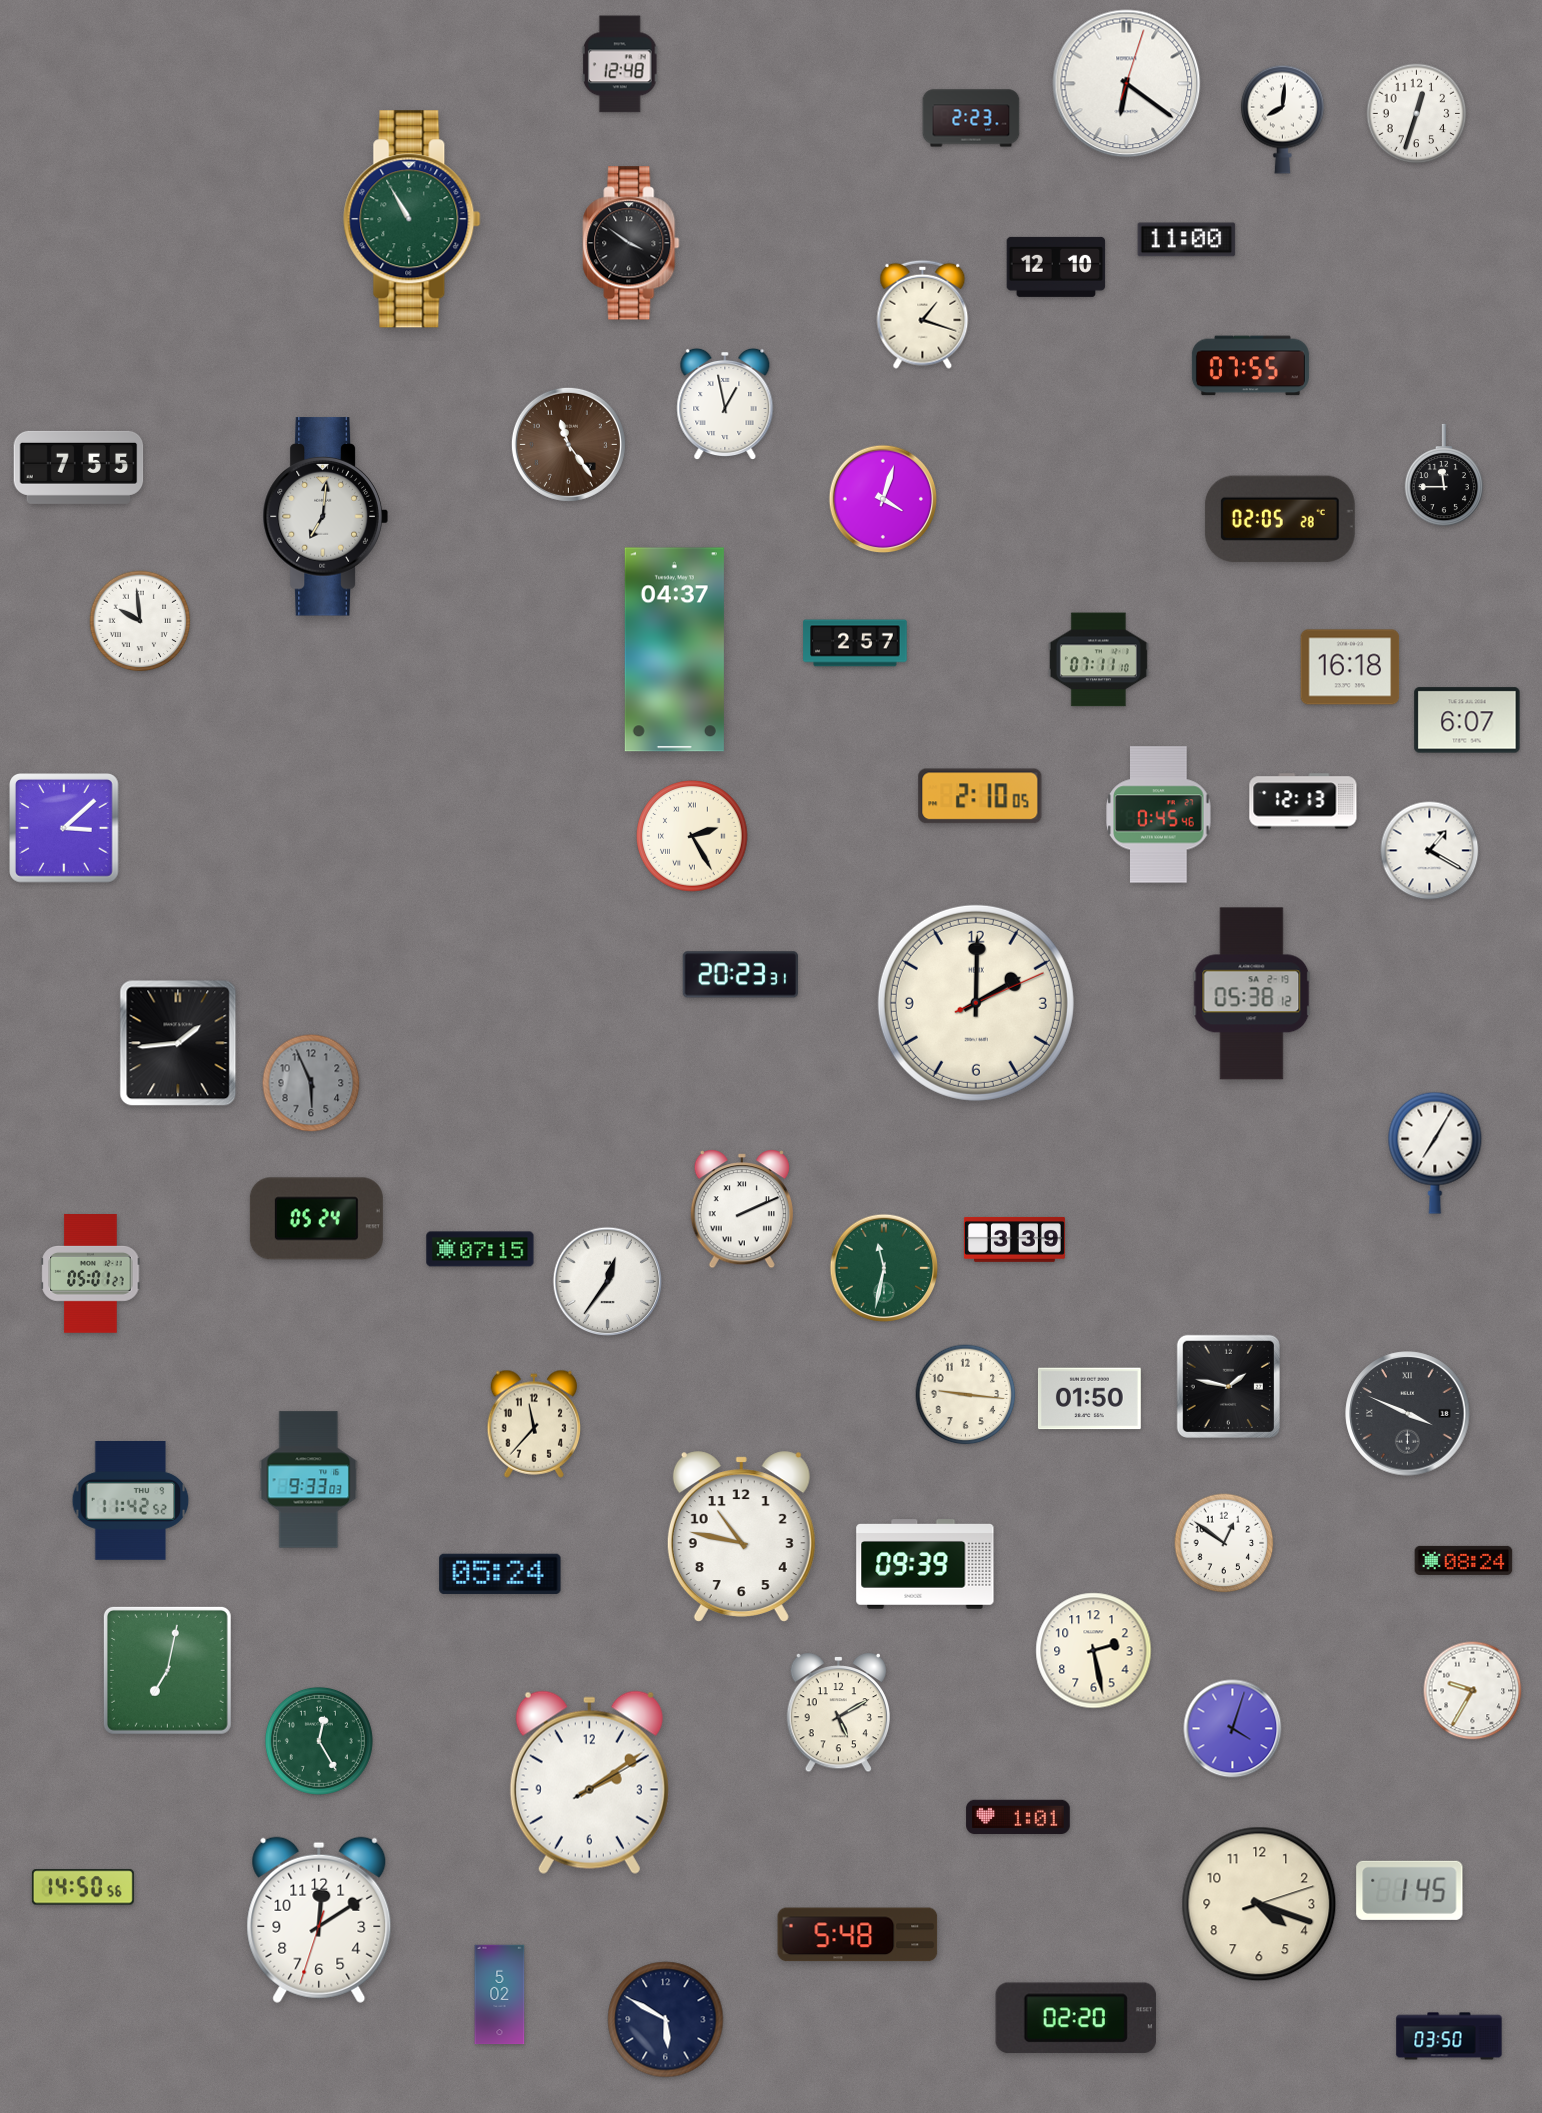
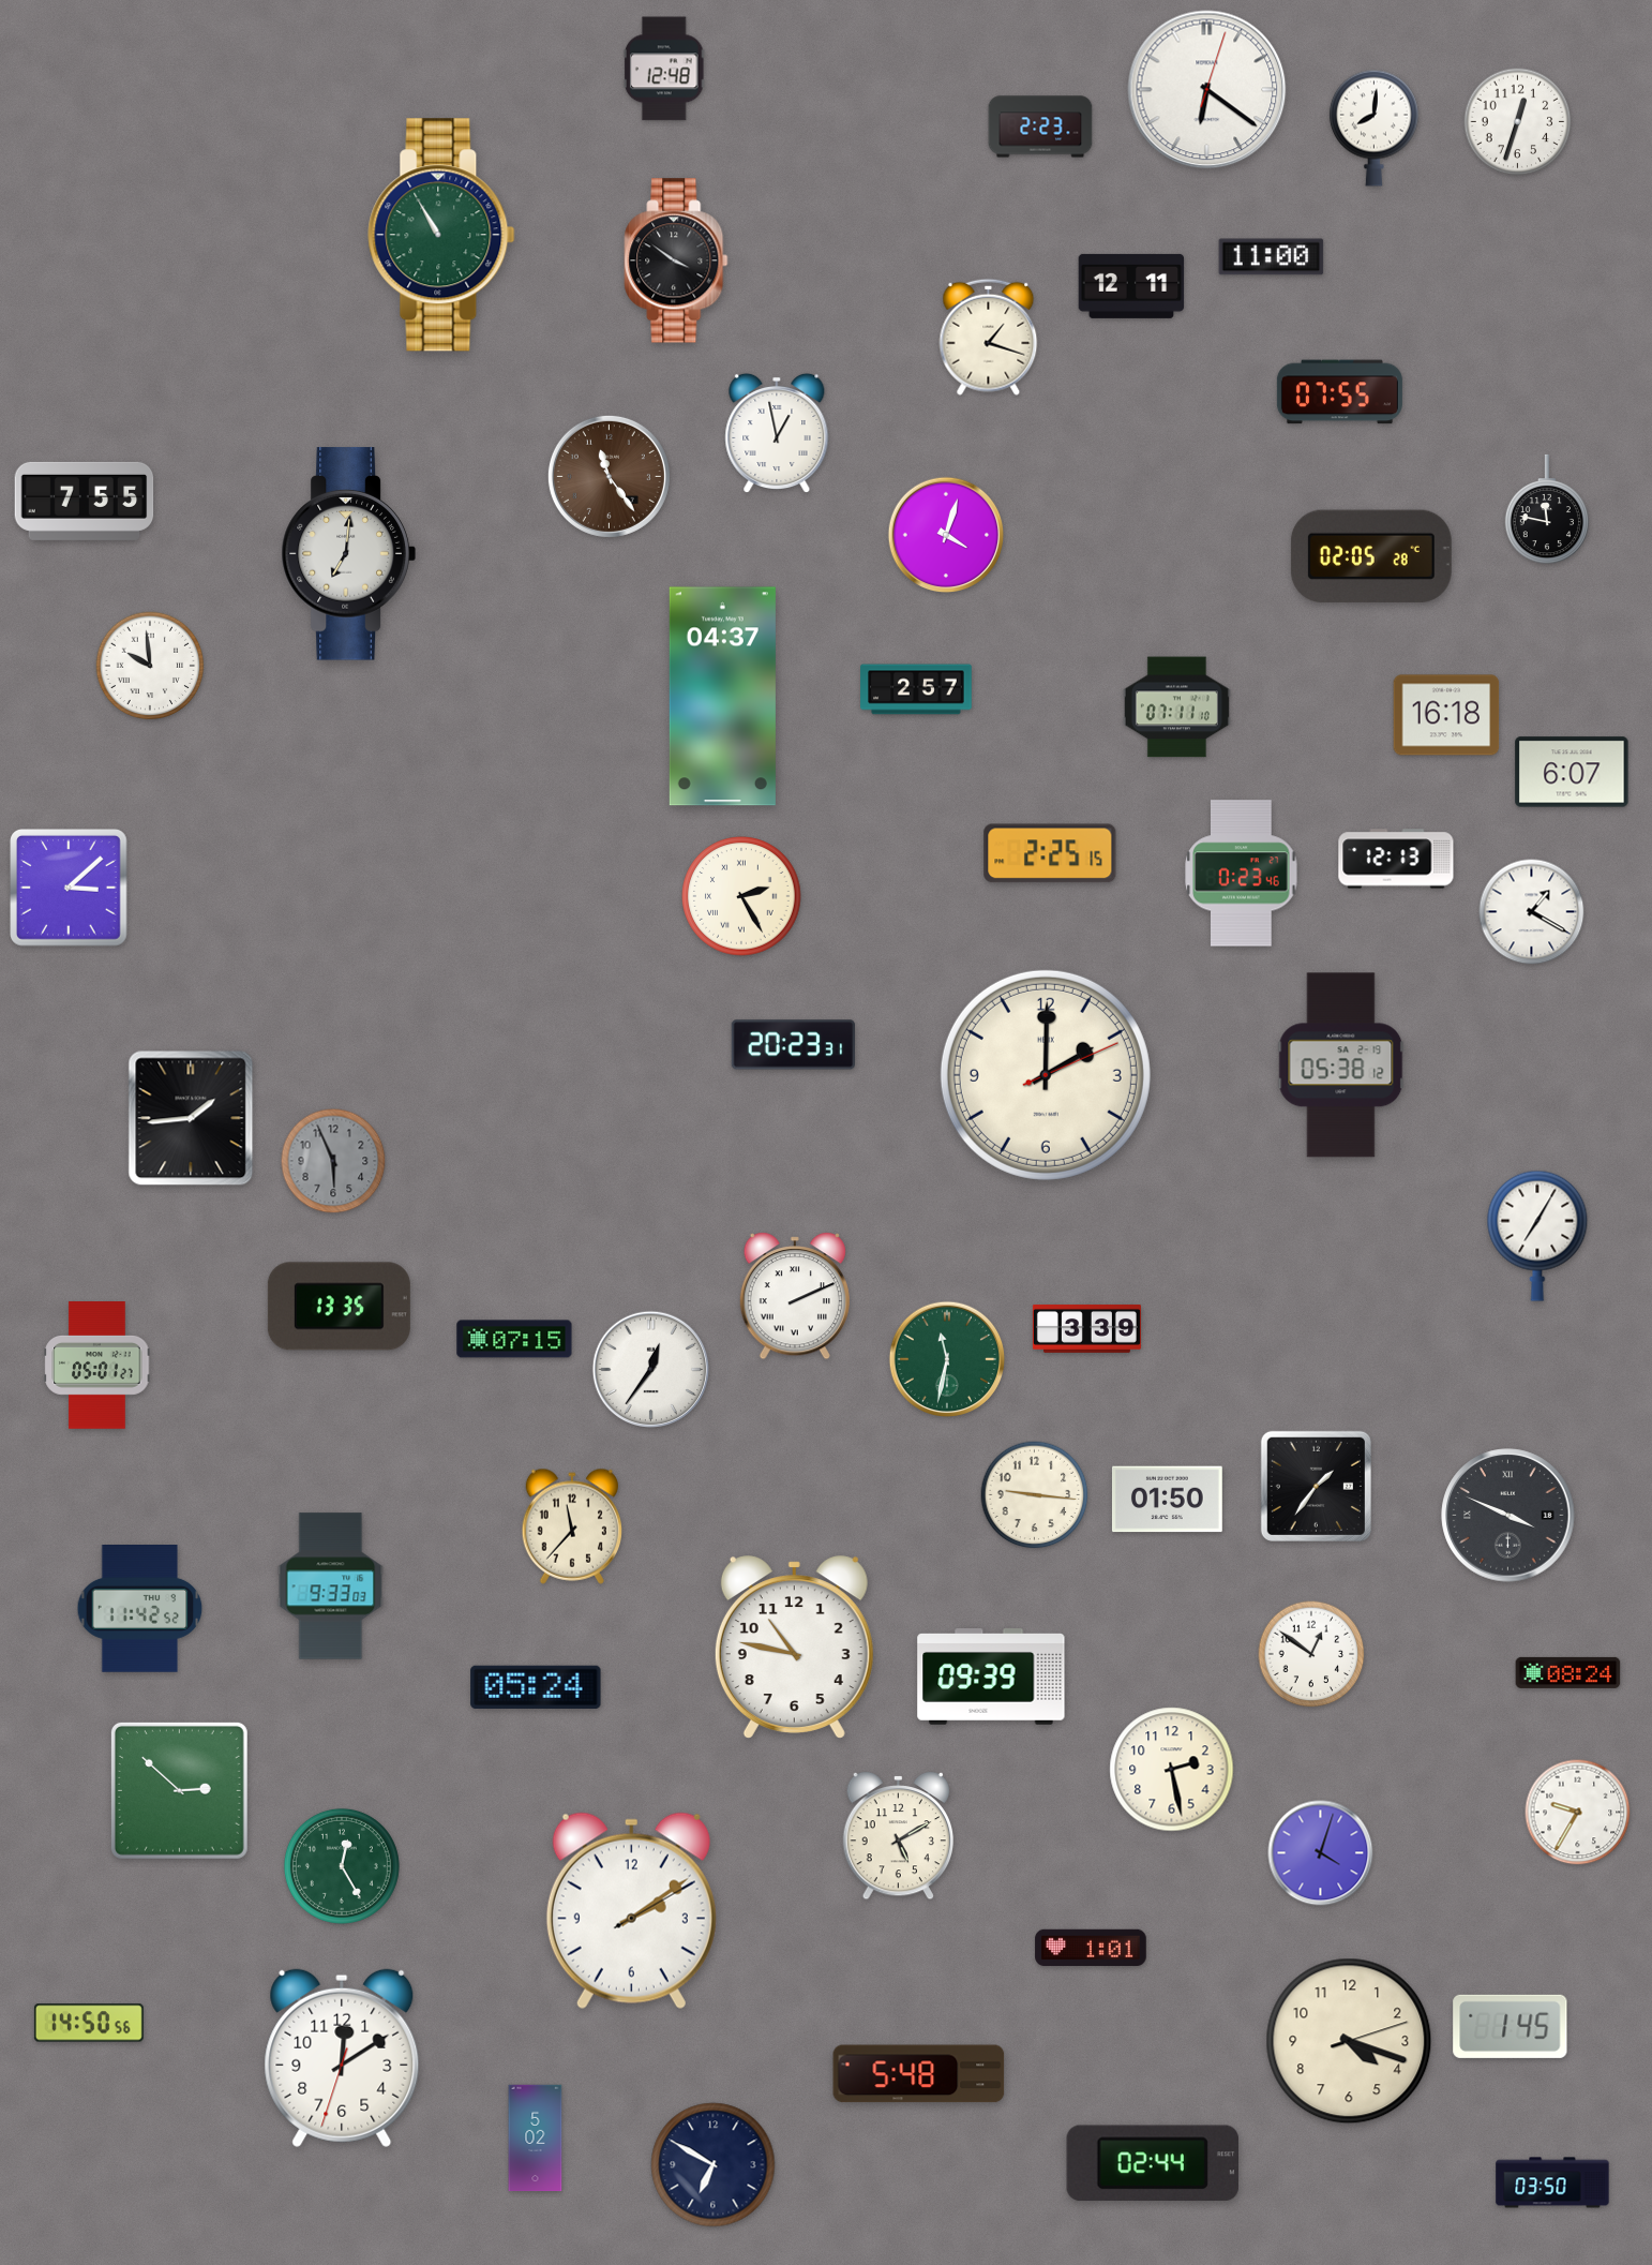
clock at (1056, 267): 12:10 -> 12:11
clock at (1443, 475): 11:45 -> 11:47
clock at (980, 796): 2:10 -> 2:25
clock at (1159, 815): 0:45 -> 0:23
clock at (316, 1219): 05:24 -> 13:35
clock at (608, 1282) position: (608, 1282) -> (651, 1370)
clock at (1228, 1386): 1:47 -> 1:36
clock at (167, 1670): 7:02 -> 2:52
clock at (1076, 2018): 02:20 -> 02:44
clock at (666, 2020): 5:50 -> 6:50
